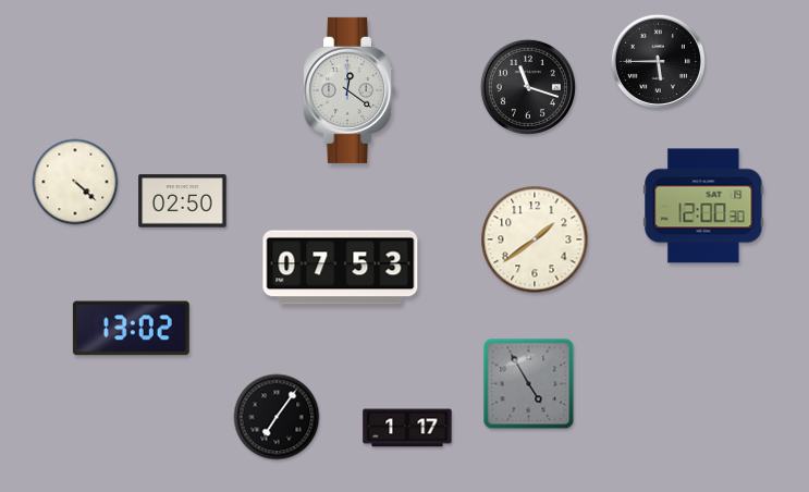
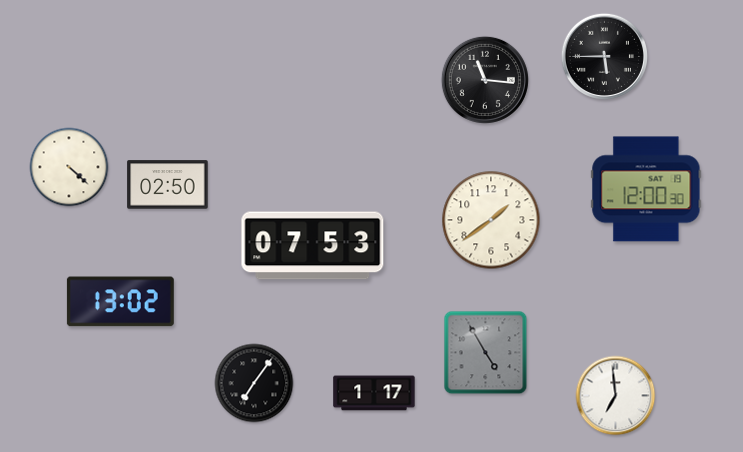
clock at (528, 87): 11:18 -> 11:16
clock at (350, 90): 12:21 -> none
clock at (616, 396): none -> 6:59
